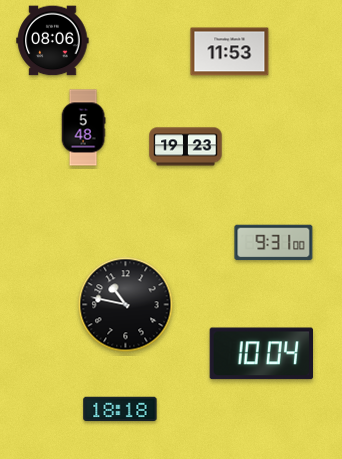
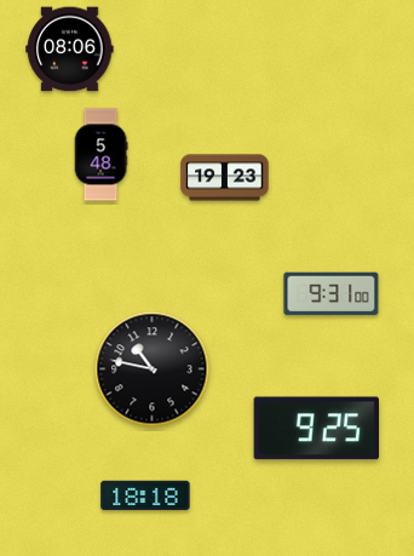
clock at (53, 41) position: (53, 41) -> (70, 50)
clock at (230, 52): 11:53 -> none
clock at (261, 354): 10:04 -> 9:25
